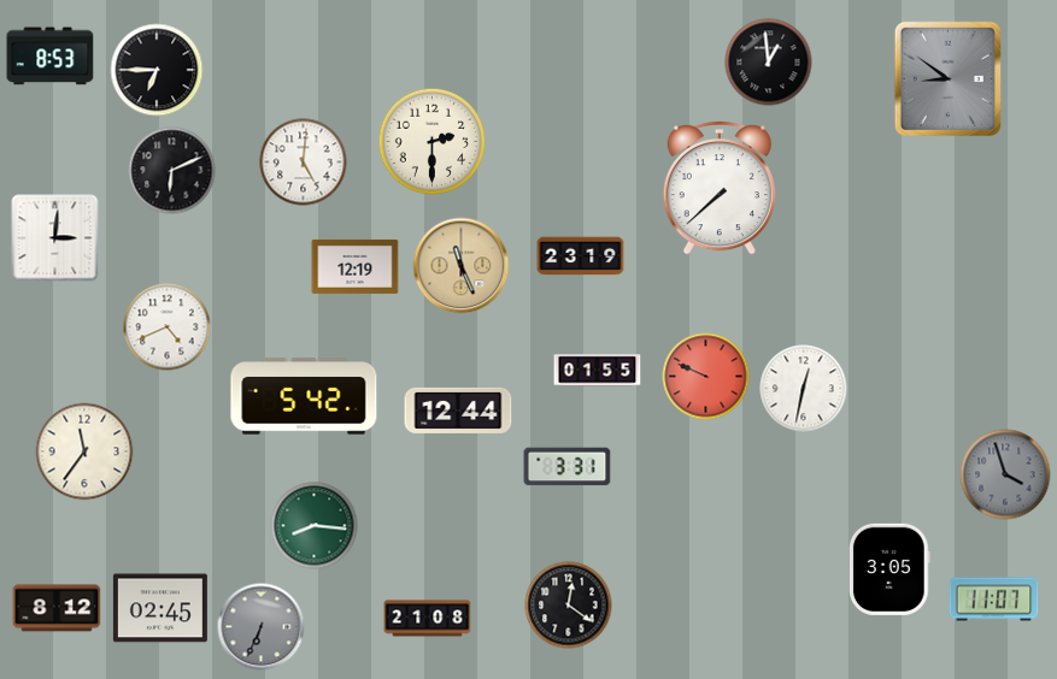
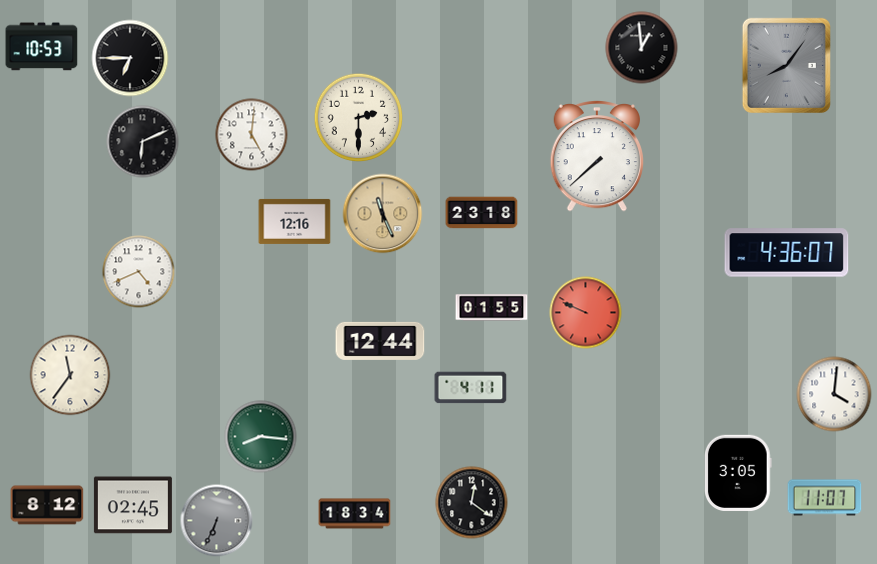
clock at (51, 57): 8:53 -> 10:53
clock at (769, 63) position: (769, 63) -> (642, 48)
clock at (947, 78): 8:51 -> 8:06
clock at (55, 238): 3:01 -> none
clock at (581, 256): 23:19 -> 23:18
clock at (356, 266): 12:19 -> 12:16
clock at (462, 266) position: (462, 266) -> (383, 214)
clock at (787, 253): none -> 4:36
clock at (598, 371) position: (598, 371) -> (492, 308)
clock at (804, 389): 12:32 -> none
clock at (304, 396): 5:42 -> none
clock at (568, 467): 3:31 -> 4:11
clock at (1005, 474): 3:57 -> 4:01
clock at (1005, 474) dial: grey -> white
clock at (428, 619): 21:08 -> 18:34
